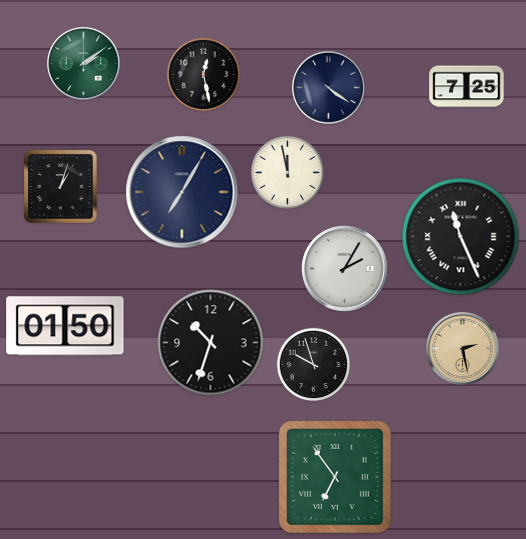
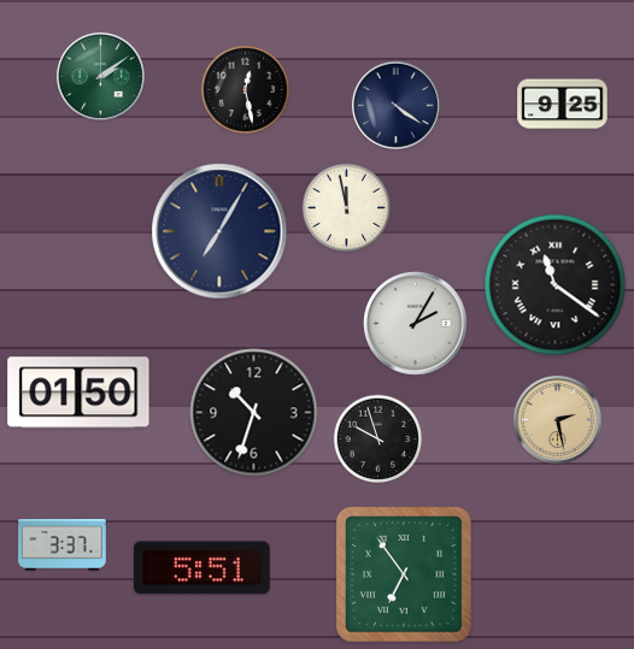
clock at (467, 87): 7:25 -> 9:25
clock at (61, 187): 1:03 -> none
clock at (461, 237): 11:26 -> 11:21
clock at (63, 545): none -> 3:37
clock at (201, 568): none -> 5:51
